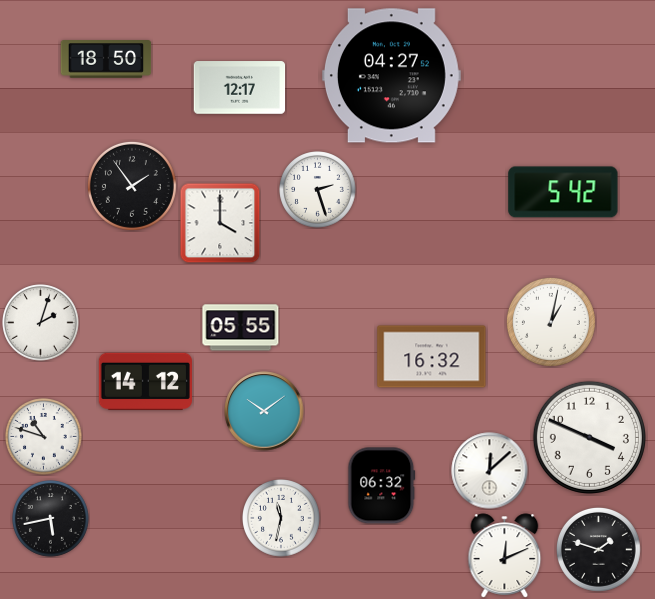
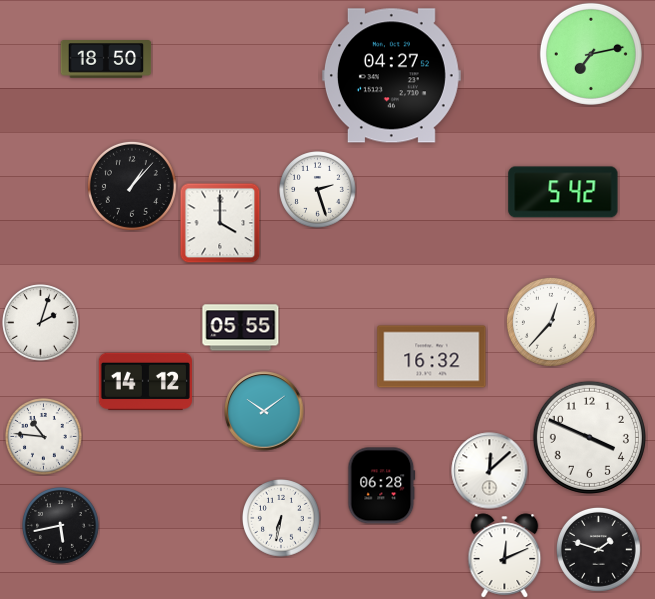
clock at (591, 54): none -> 7:13
clock at (240, 88): 12:17 -> none
clock at (132, 186): 1:54 -> 1:07
clock at (551, 322): 1:02 -> 12:37
clock at (44, 437): 10:48 -> 10:46
clock at (382, 486): 06:32 -> 06:28
clock at (281, 518): 11:32 -> 6:32
clock at (51, 519) position: (51, 519) -> (61, 526)
